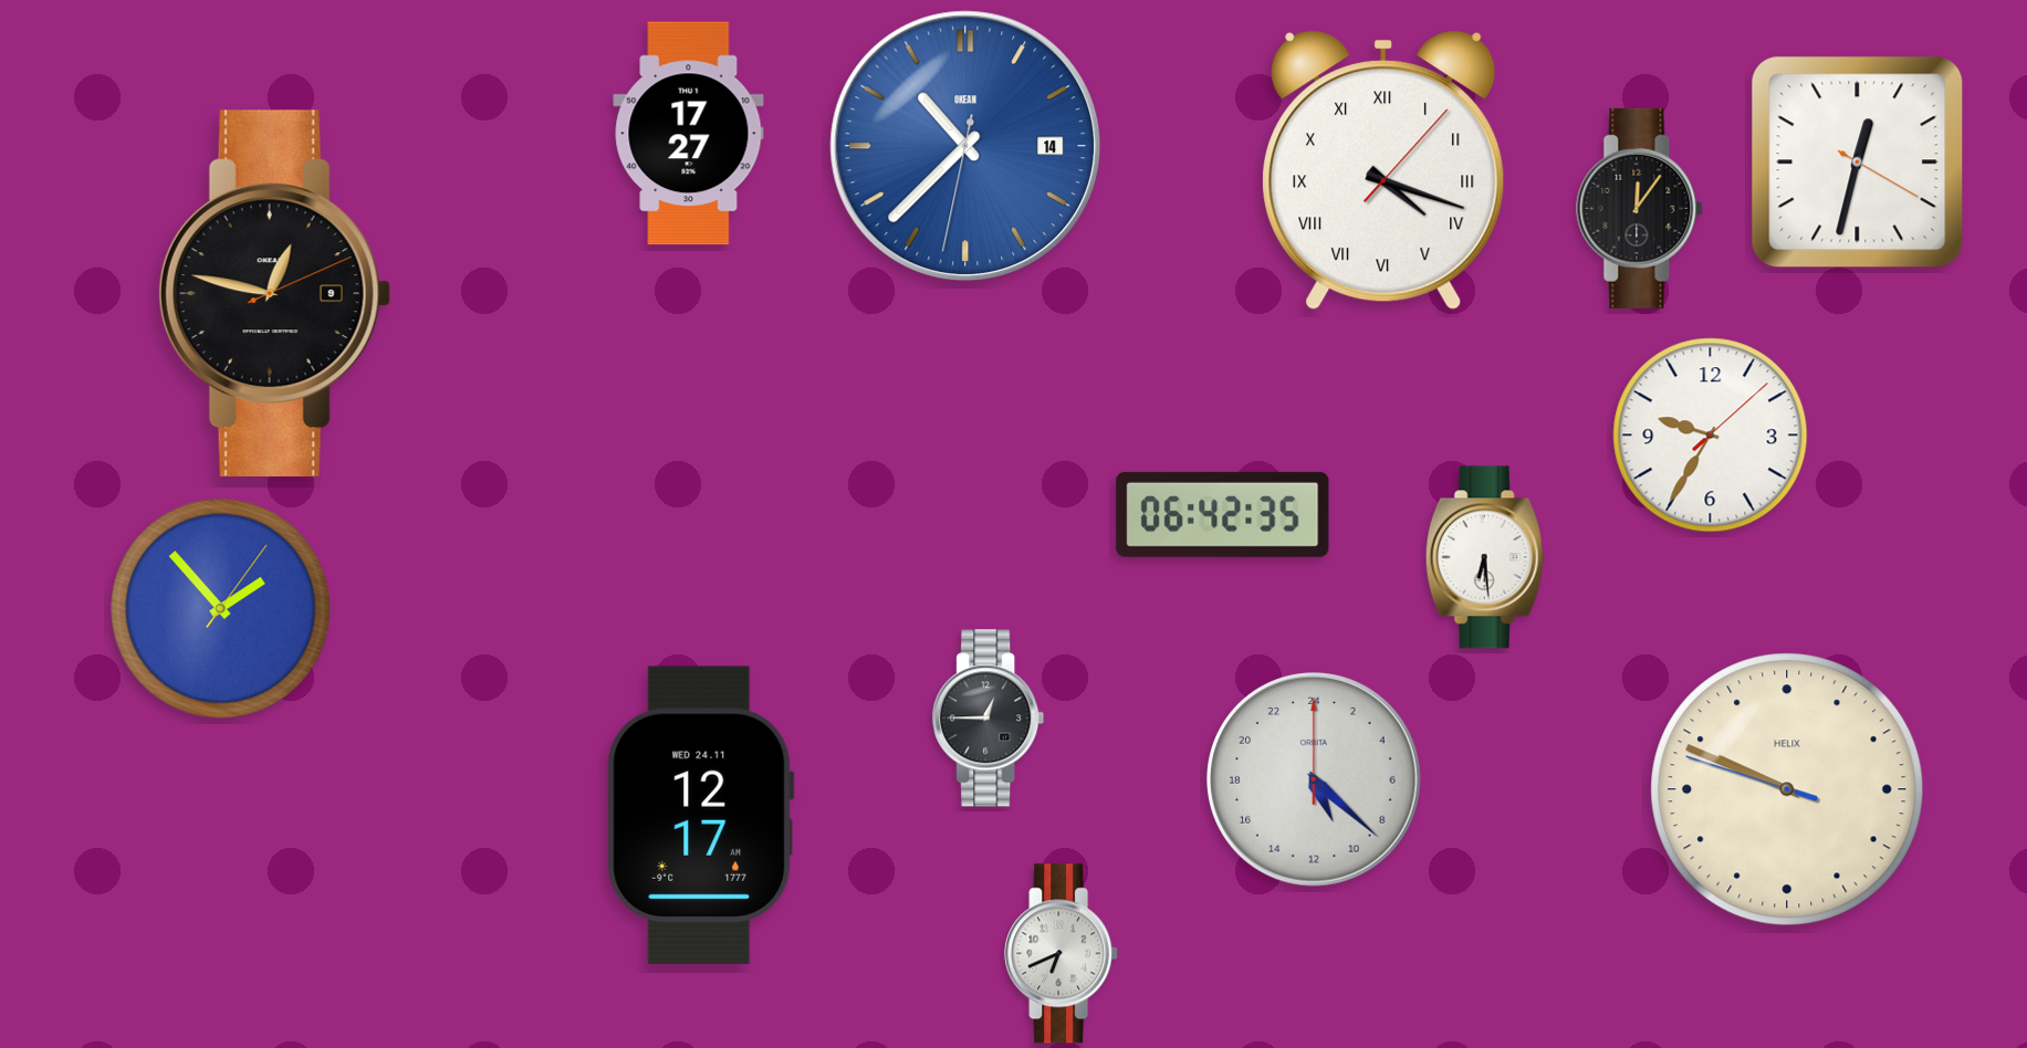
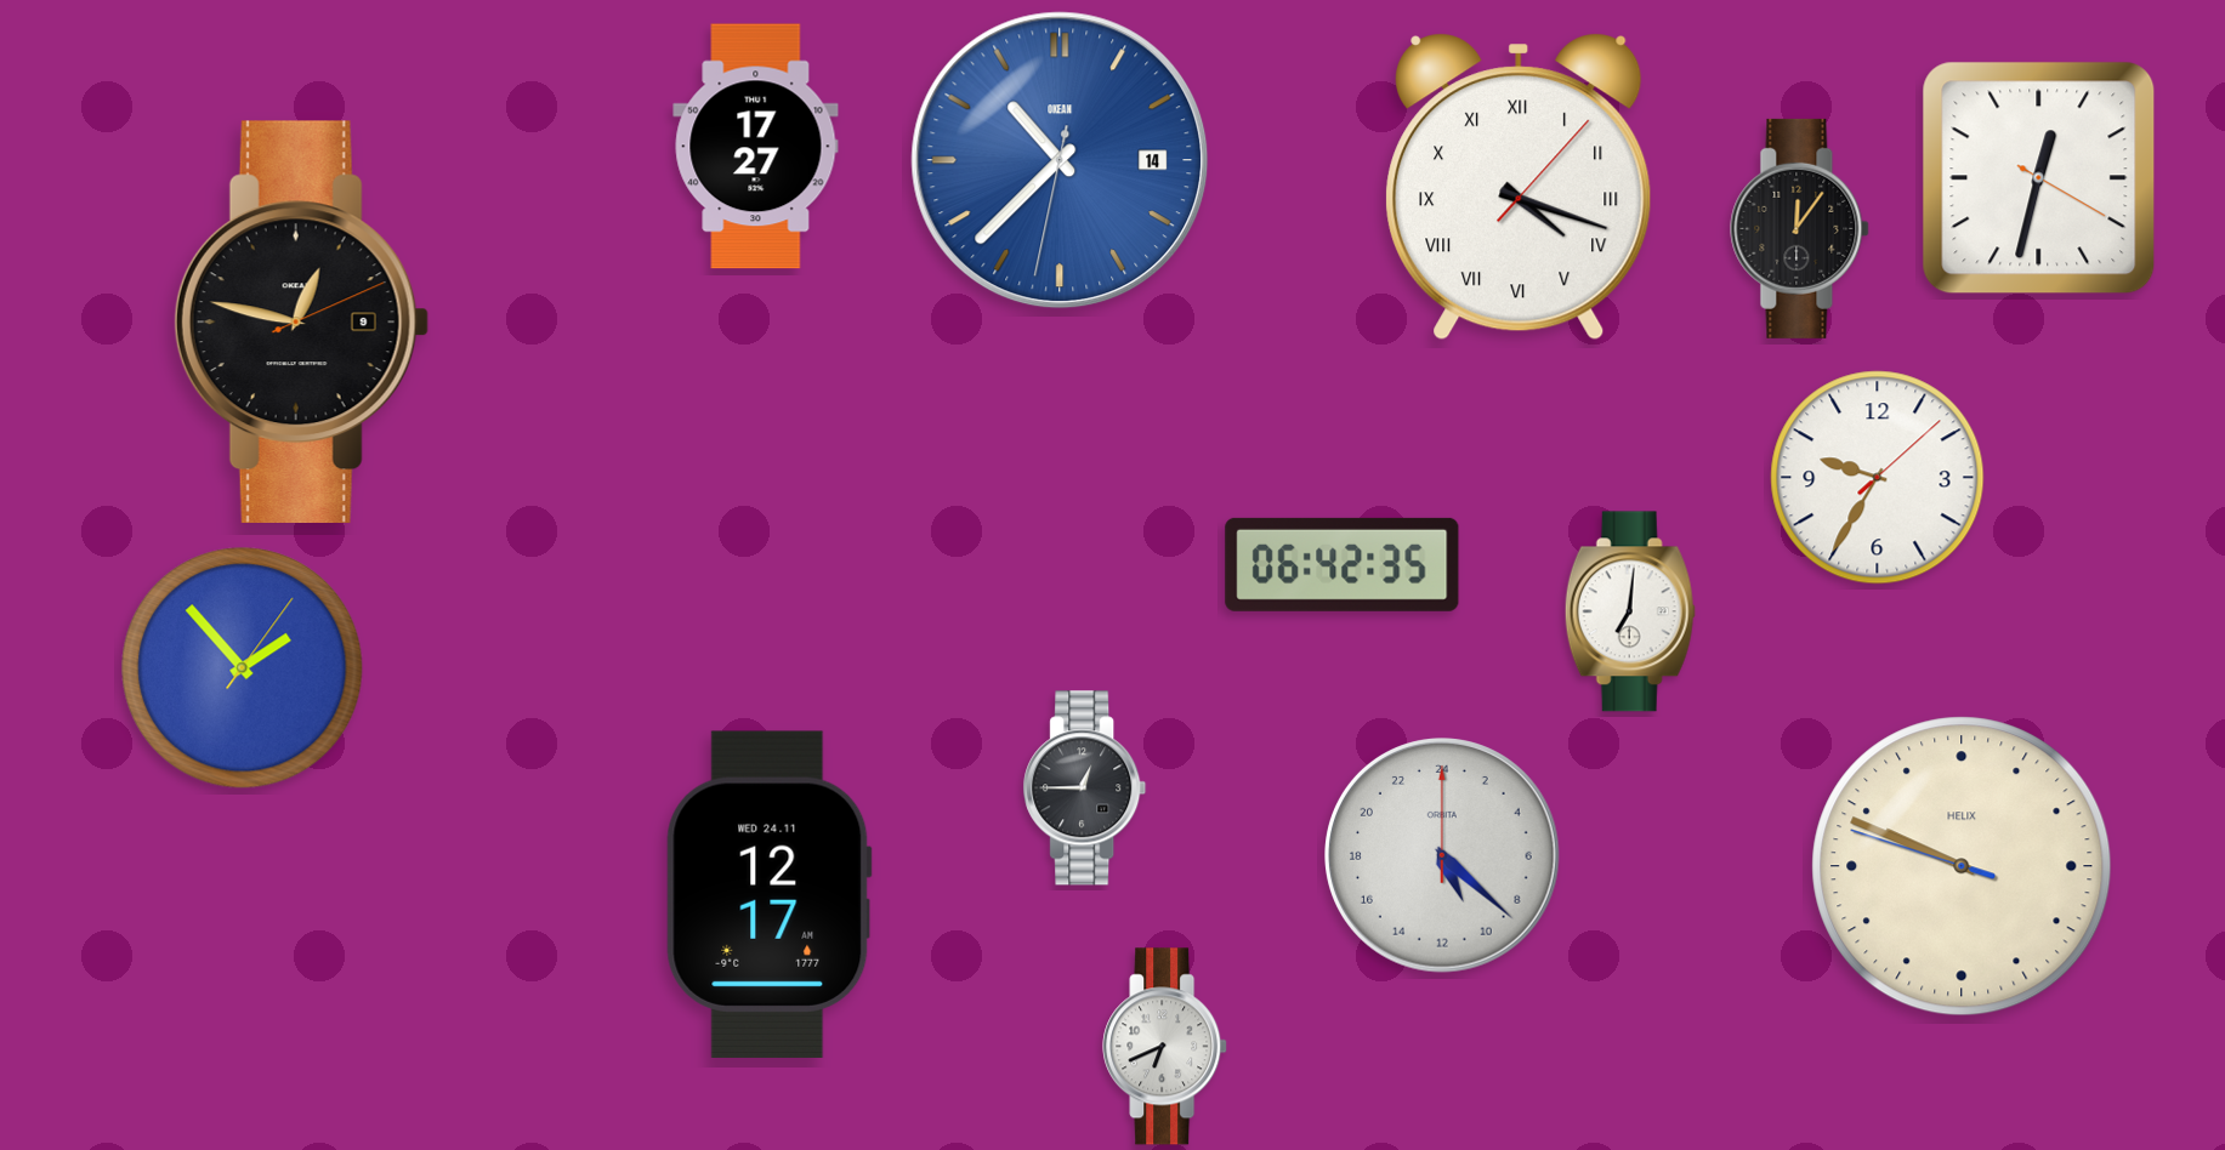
clock at (1485, 557): 6:29 -> 7:01
